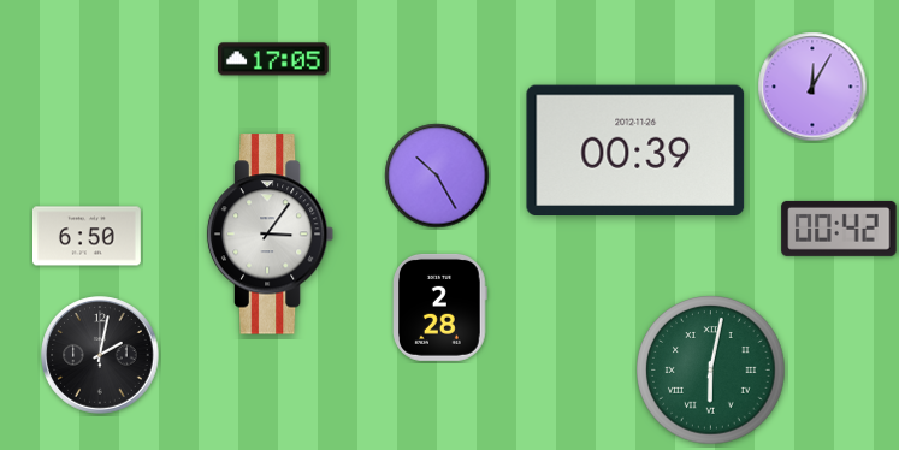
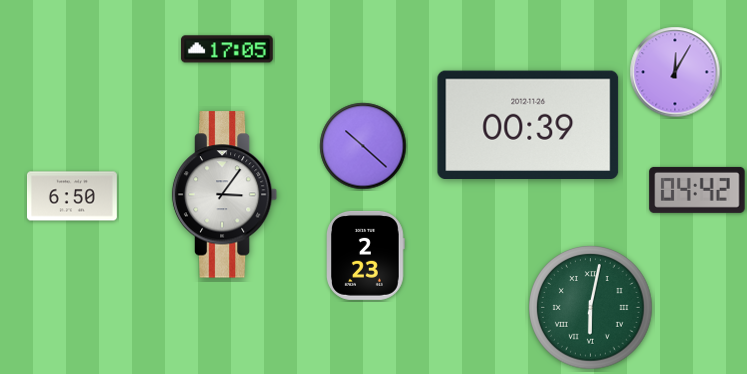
clock at (437, 176): 10:25 -> 10:22
clock at (839, 229): 00:42 -> 04:42
clock at (440, 307): 2:28 -> 2:23
clock at (100, 355): 2:02 -> none
